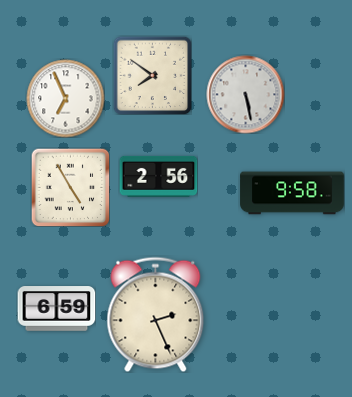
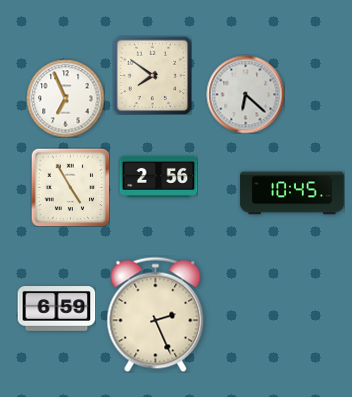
clock at (245, 94): 5:28 -> 6:22
clock at (292, 193): 9:58 -> 10:45
